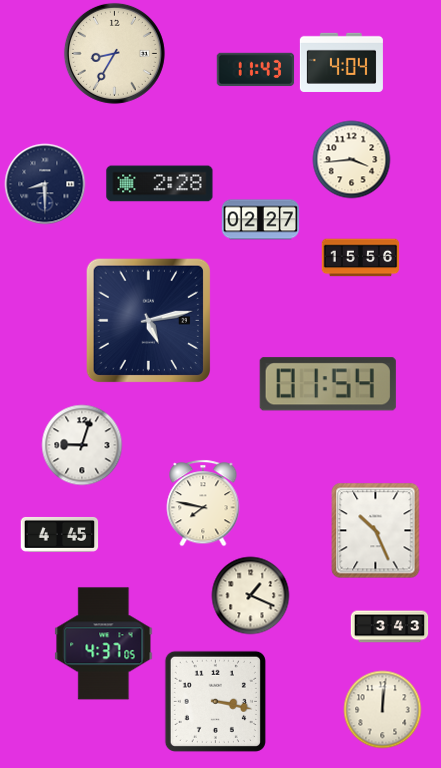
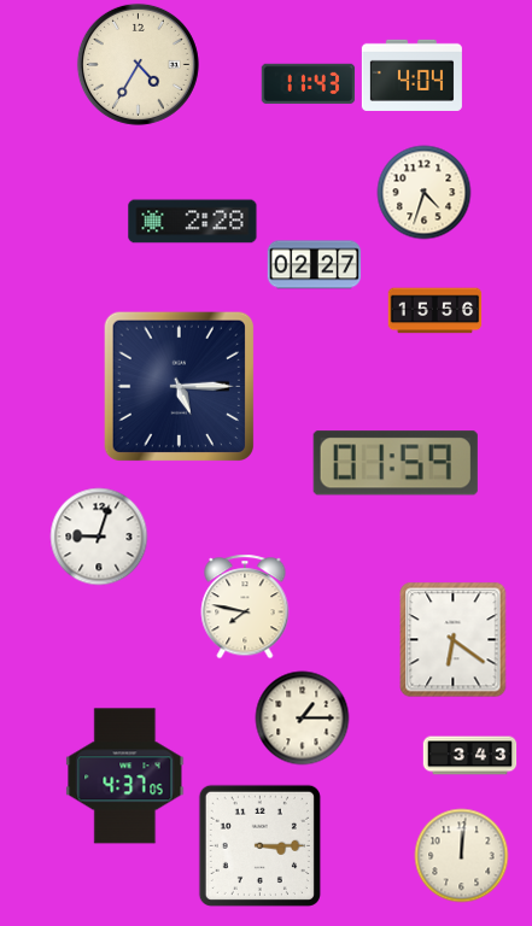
clock at (114, 53): 8:35 -> 4:35
clock at (351, 159): 3:44 -> 4:33
clock at (45, 184): 8:30 -> none
clock at (148, 320): 5:13 -> 5:15
clock at (328, 384): 01:54 -> 01:59
clock at (376, 530): 10:26 -> 6:21
clock at (59, 534): 4:45 -> none
clock at (250, 595): 1:19 -> 1:15
clock at (215, 701): 3:17 -> 3:15
